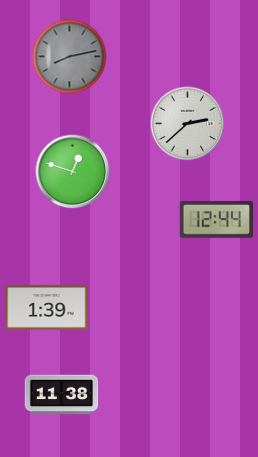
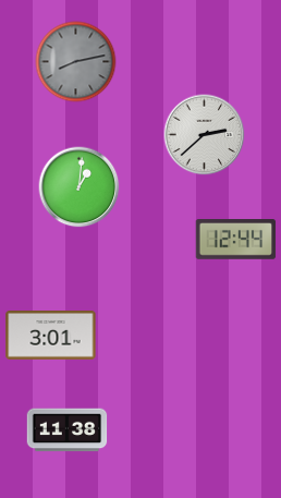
clock at (73, 172): 12:48 -> 1:01
clock at (47, 308): 1:39 -> 3:01
